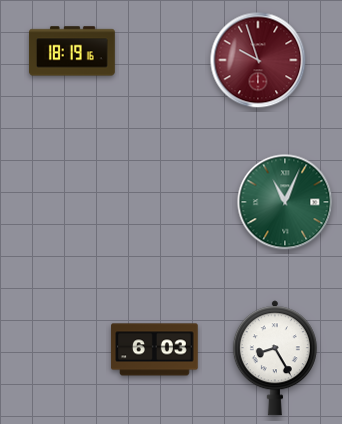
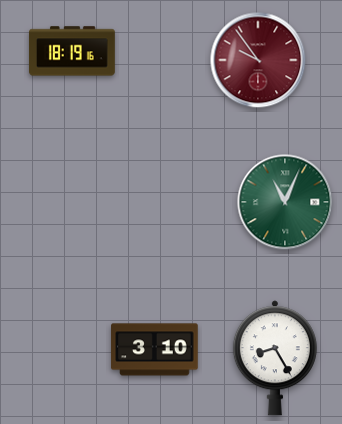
clock at (258, 60): 9:57 -> 9:54
clock at (155, 350): 6:03 -> 3:10
